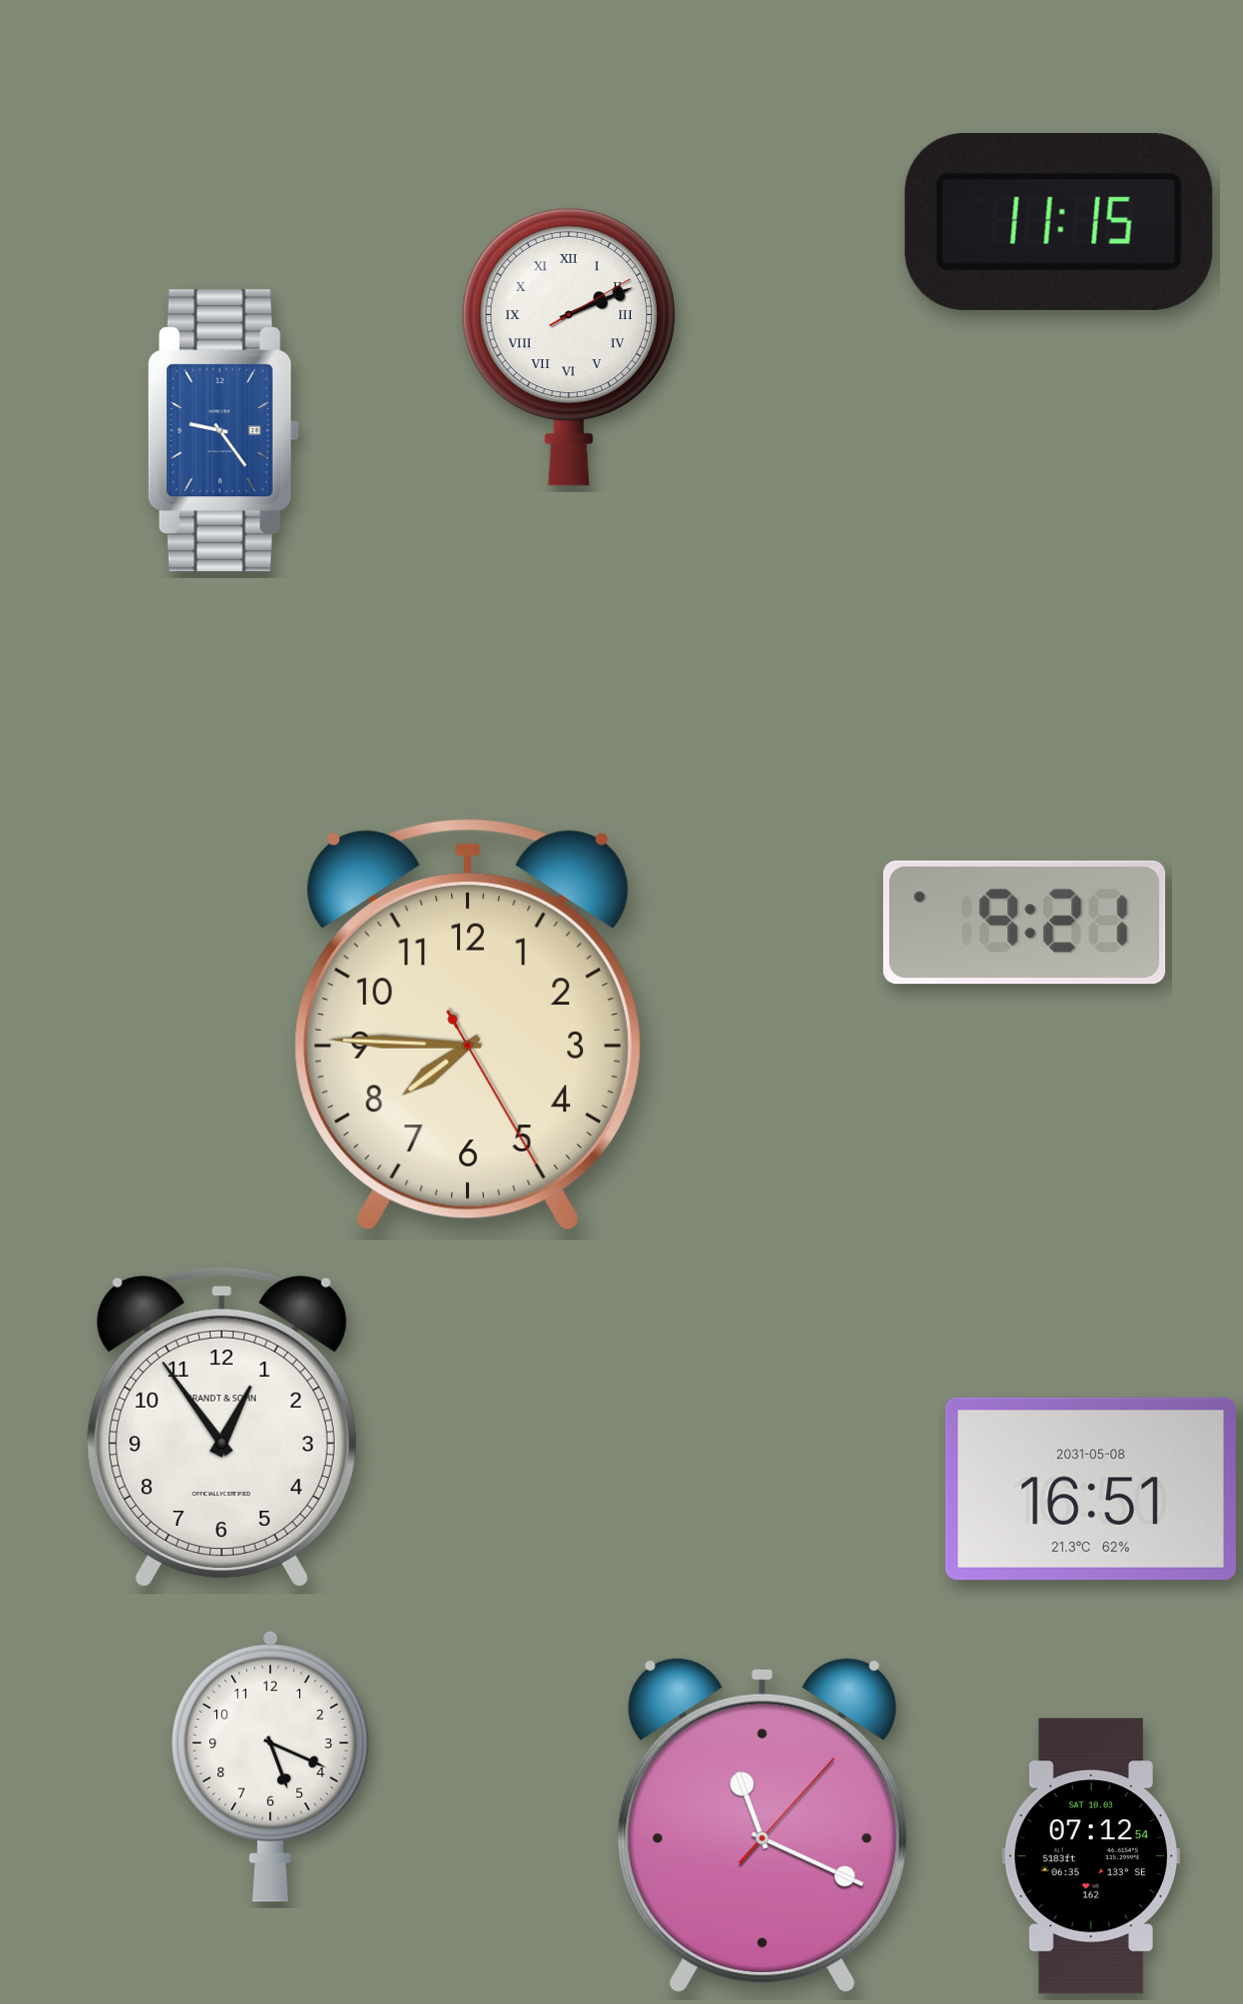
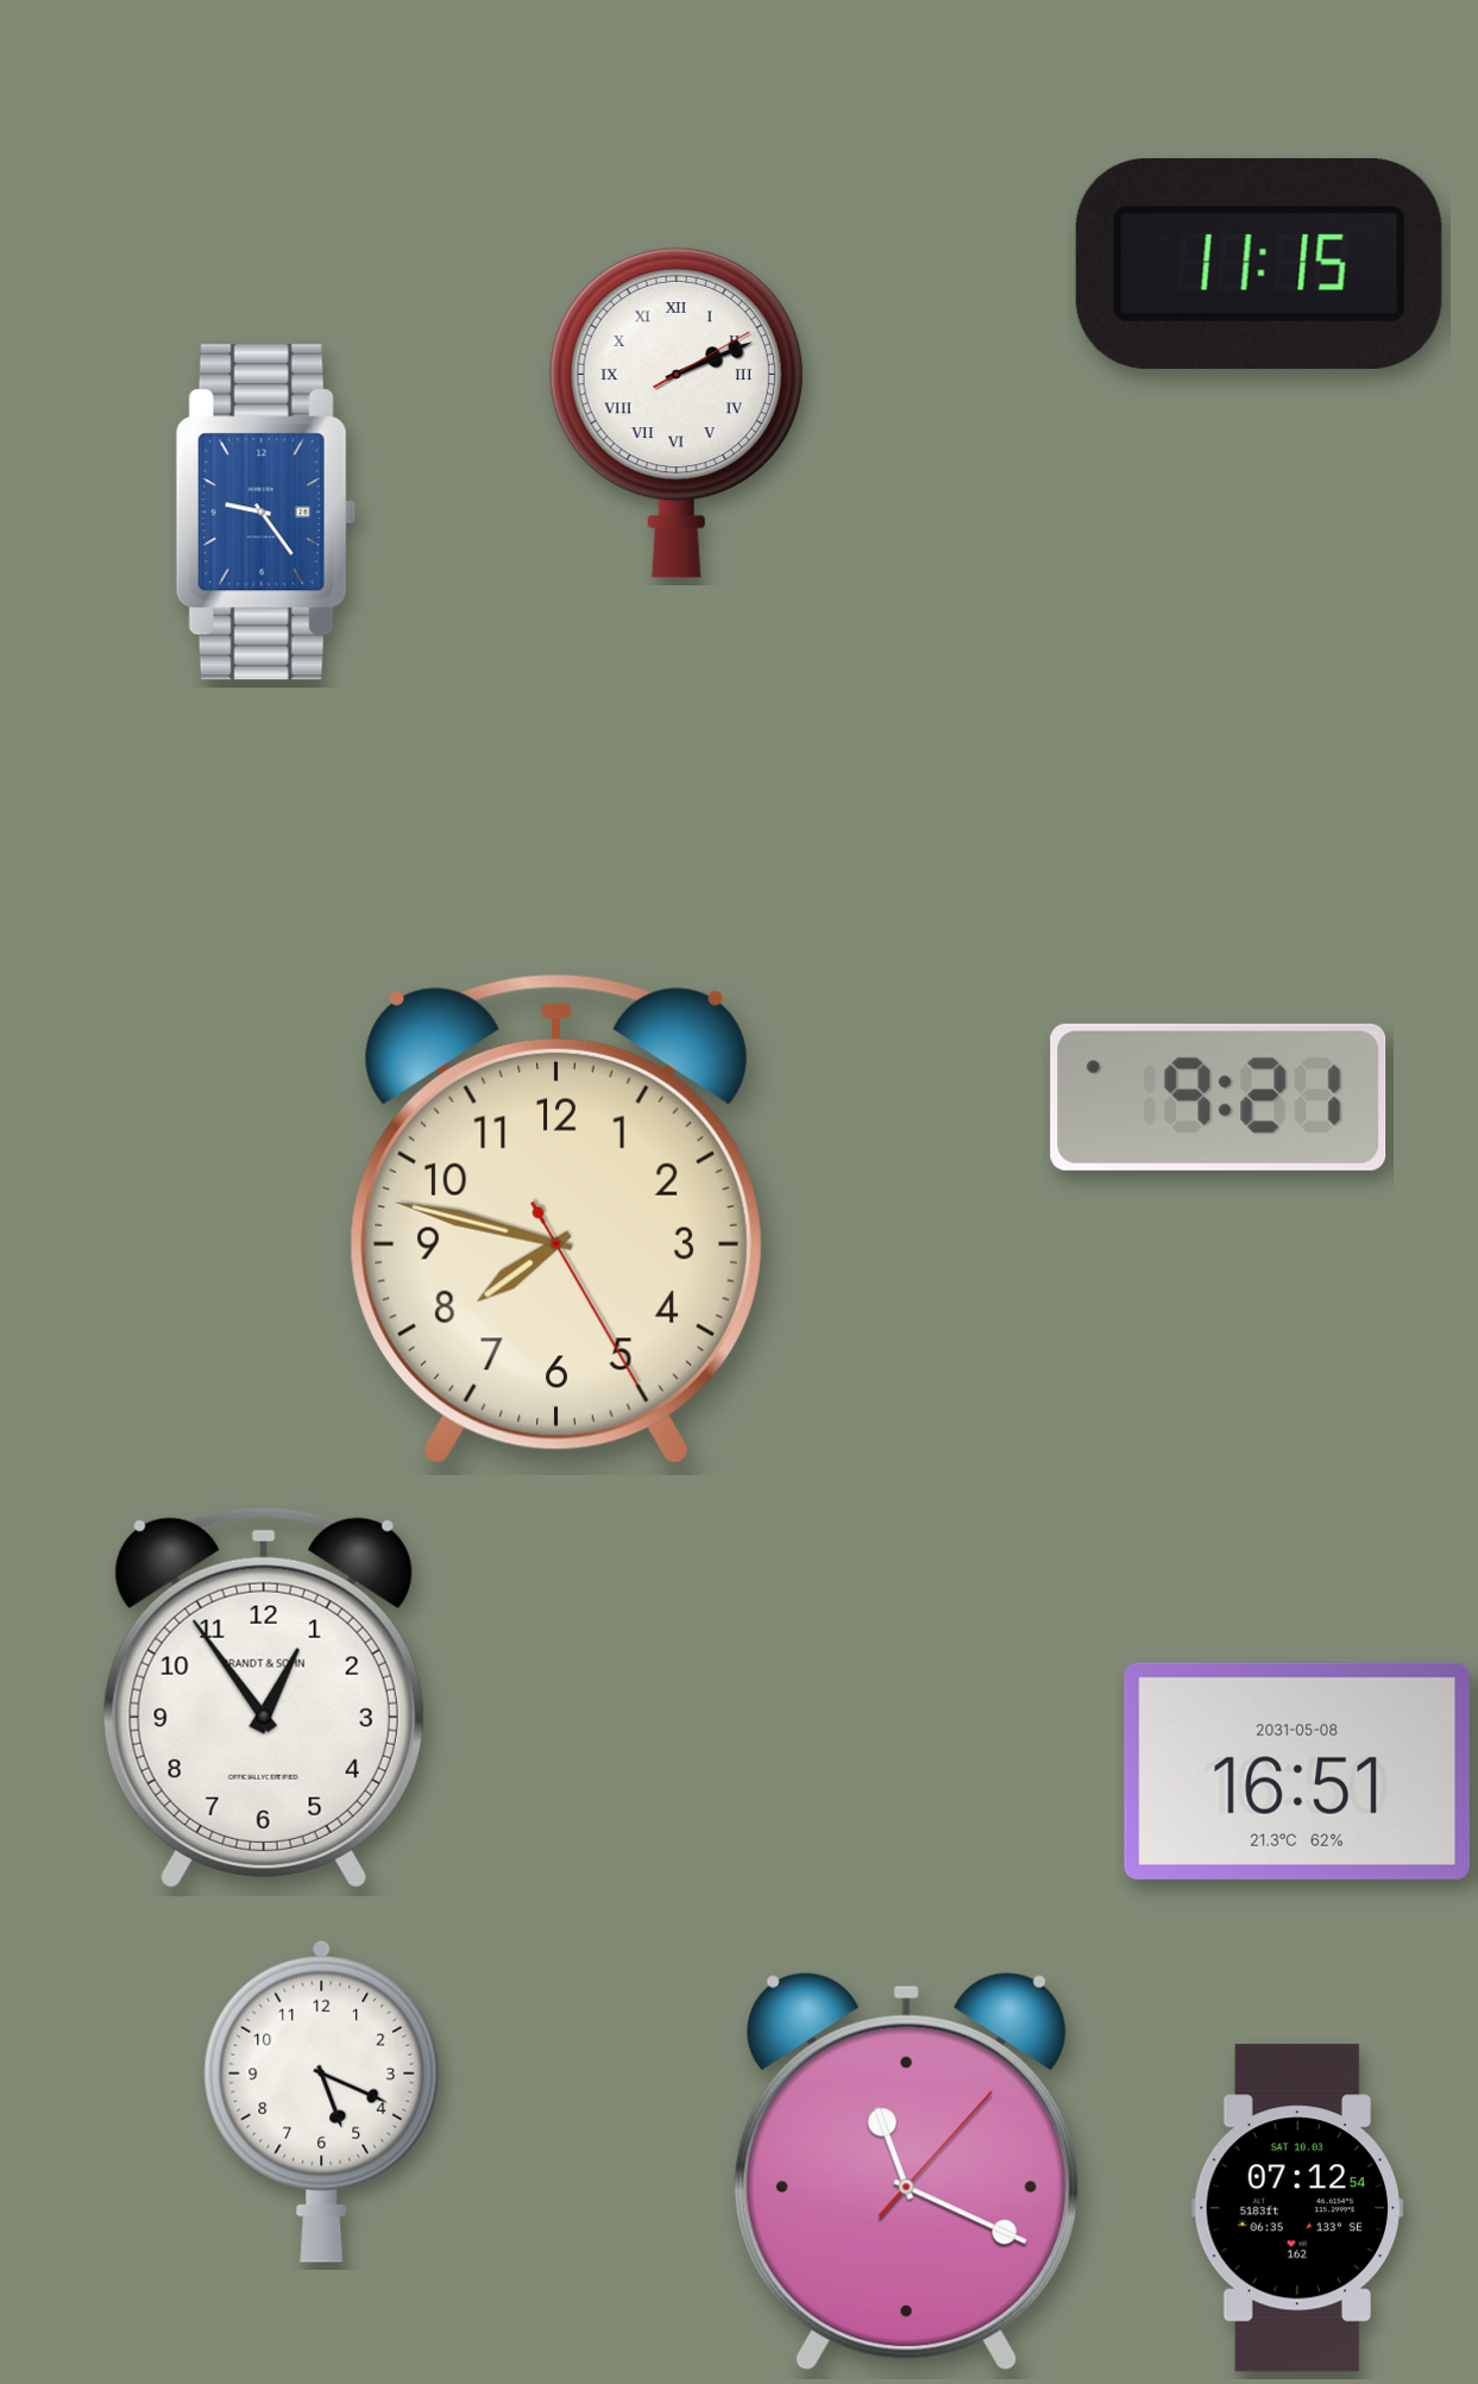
clock at (468, 1025): 7:45 -> 7:47
